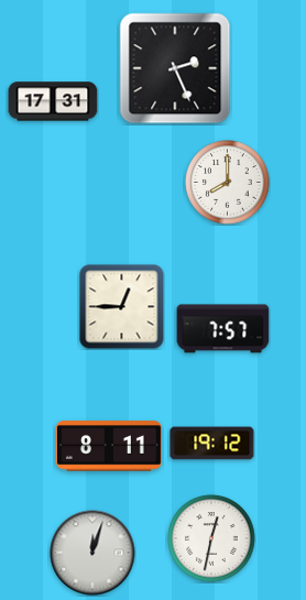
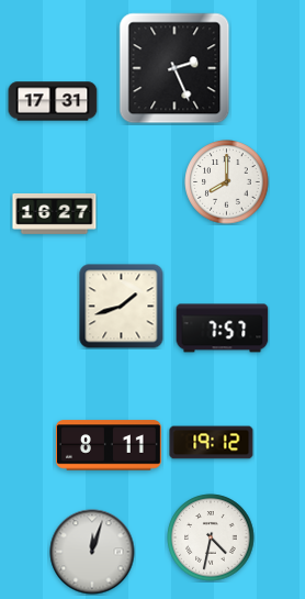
clock at (55, 213): none -> 16:27
clock at (122, 307): 12:45 -> 1:42
clock at (211, 538): 12:32 -> 4:32
